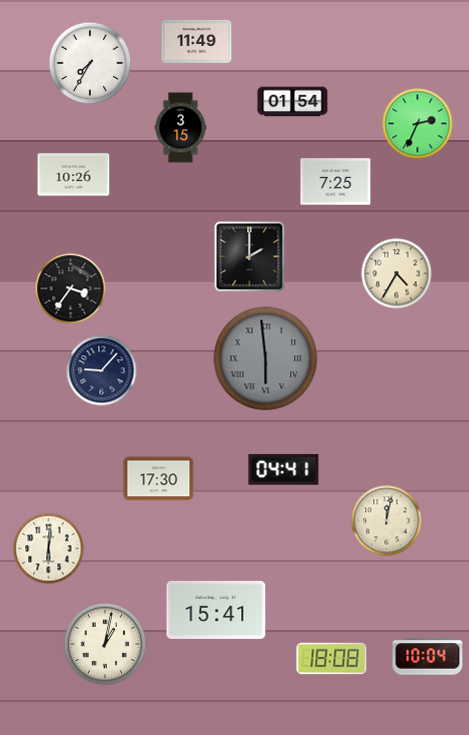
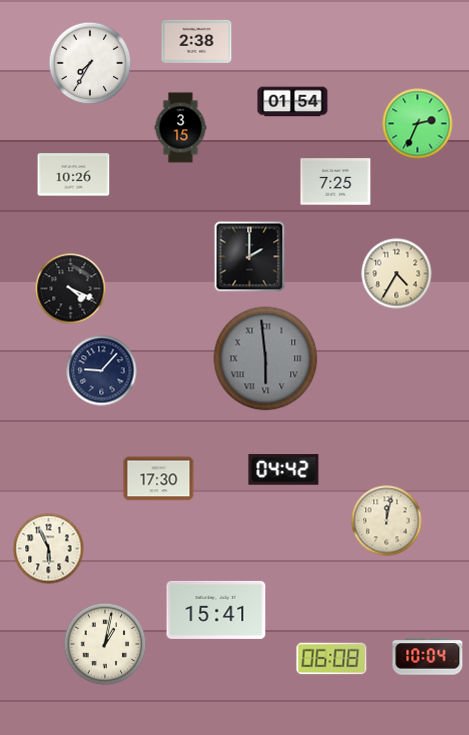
clock at (197, 41): 11:49 -> 2:38
clock at (71, 289): 3:36 -> 4:19
clock at (284, 470): 04:41 -> 04:42
clock at (49, 549): 6:01 -> 5:56
clock at (332, 659): 18:08 -> 06:08
